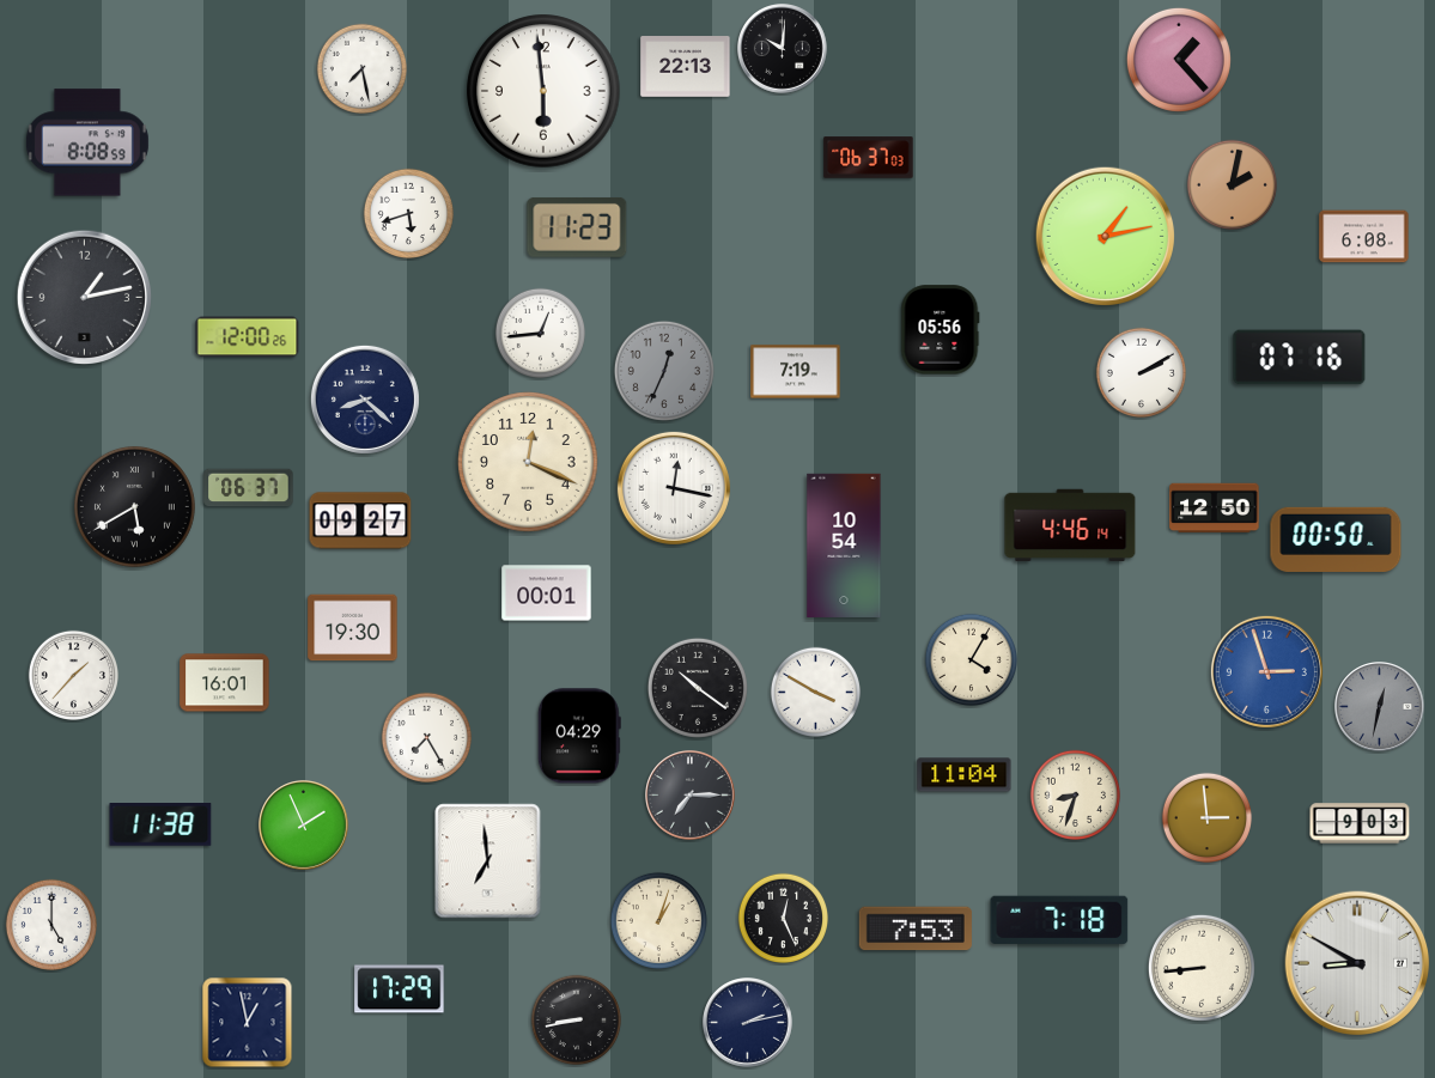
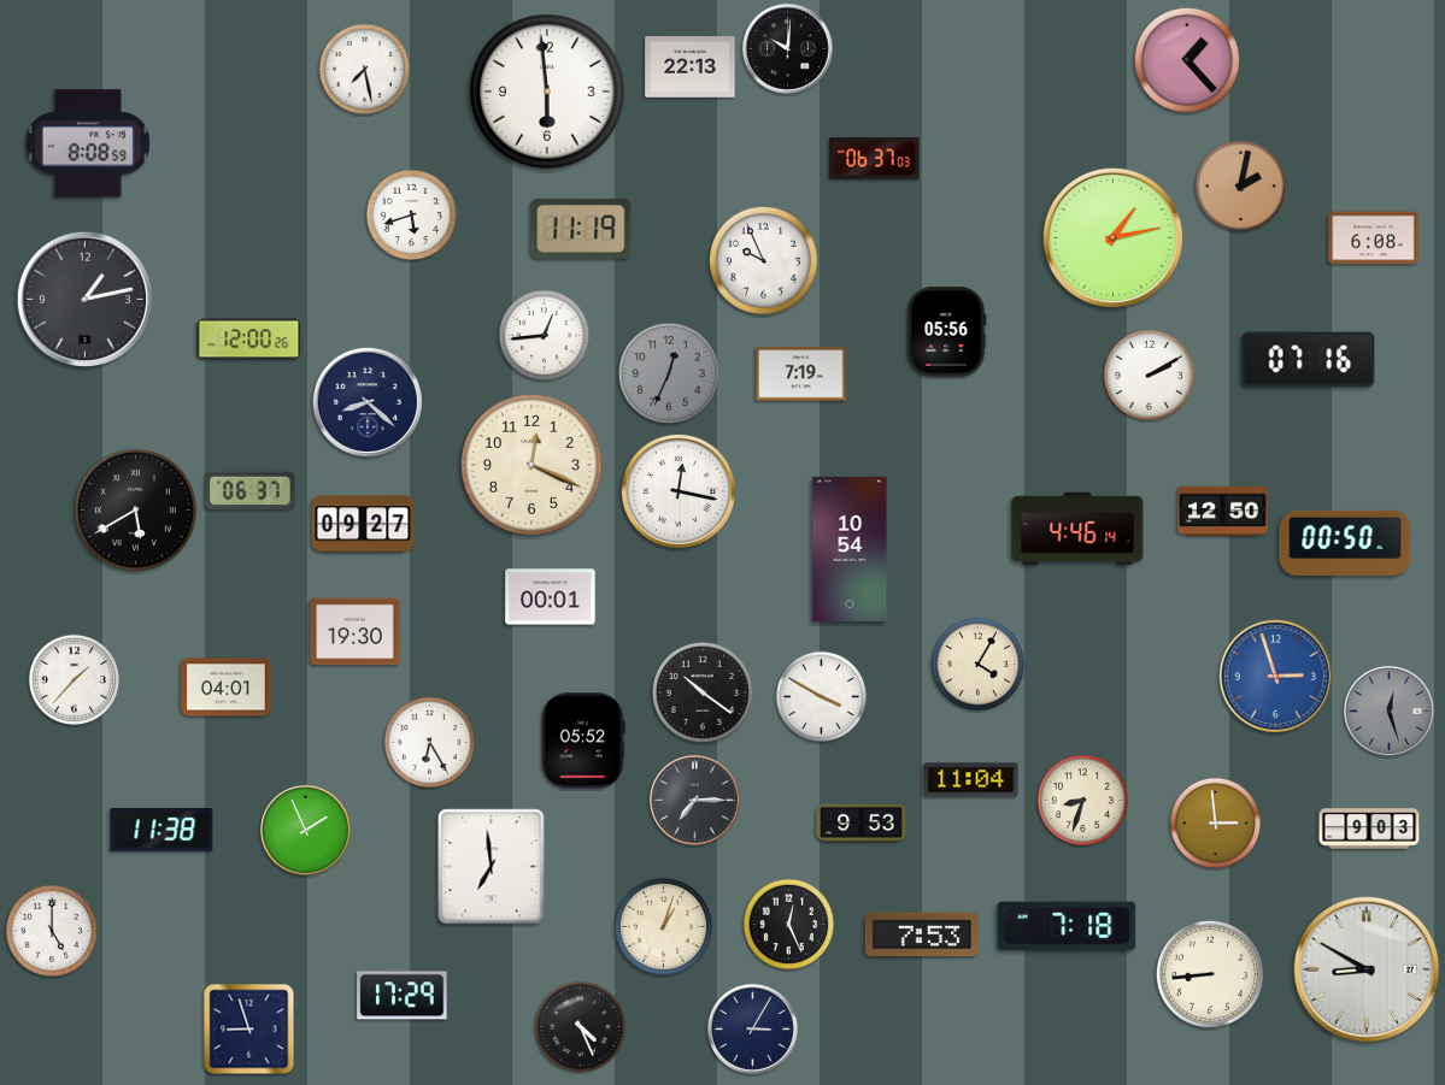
clock at (577, 227): 11:23 -> 11:19
clock at (763, 260): none -> 9:56
clock at (225, 683): 16:01 -> 04:01
clock at (1380, 707): 12:32 -> 12:27
clock at (579, 736): 04:29 -> 05:52
clock at (426, 737): 7:25 -> 6:25
clock at (862, 822): none -> 9:53
clock at (576, 1019): 8:43 -> 4:26
clock at (248, 1023): 12:58 -> 8:57
clock at (748, 1023): 2:13 -> 3:05
